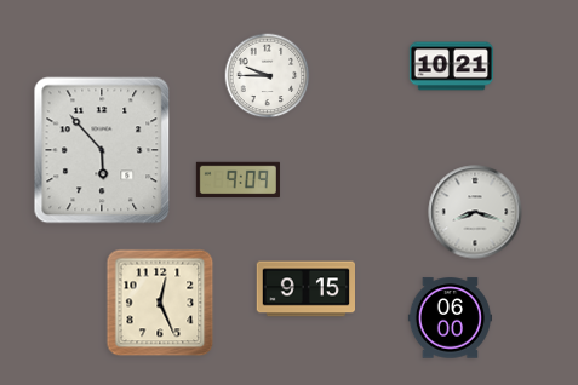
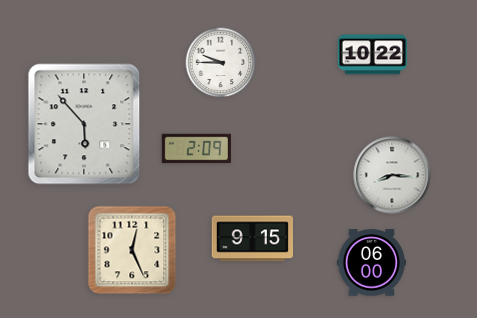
clock at (451, 67): 10:21 -> 10:22
clock at (238, 180): 9:09 -> 2:09
clock at (475, 212): 8:18 -> 8:16
